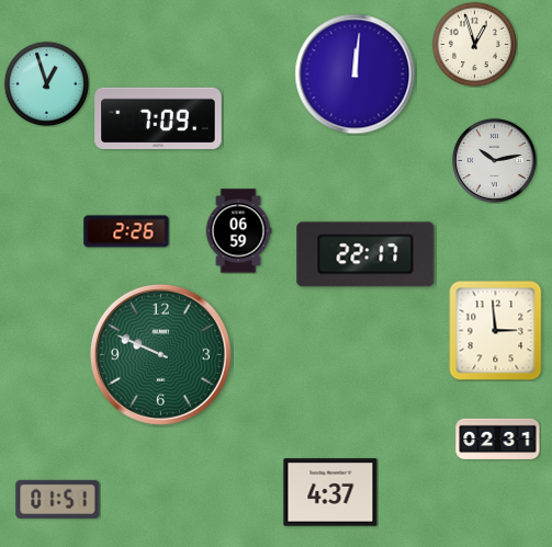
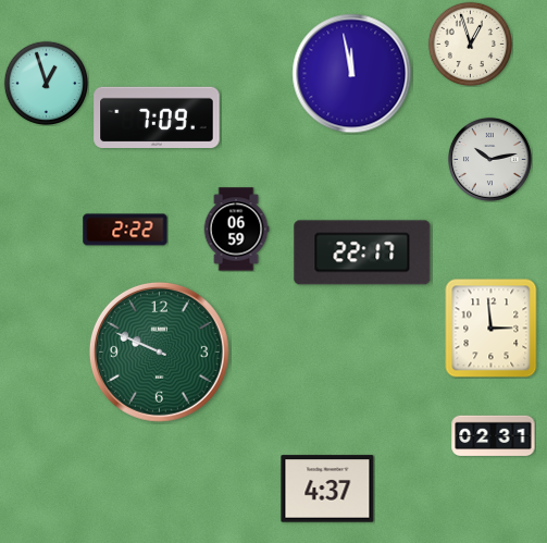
clock at (356, 75): 12:01 -> 11:58
clock at (126, 231): 2:26 -> 2:22
clock at (58, 499): 01:51 -> none
